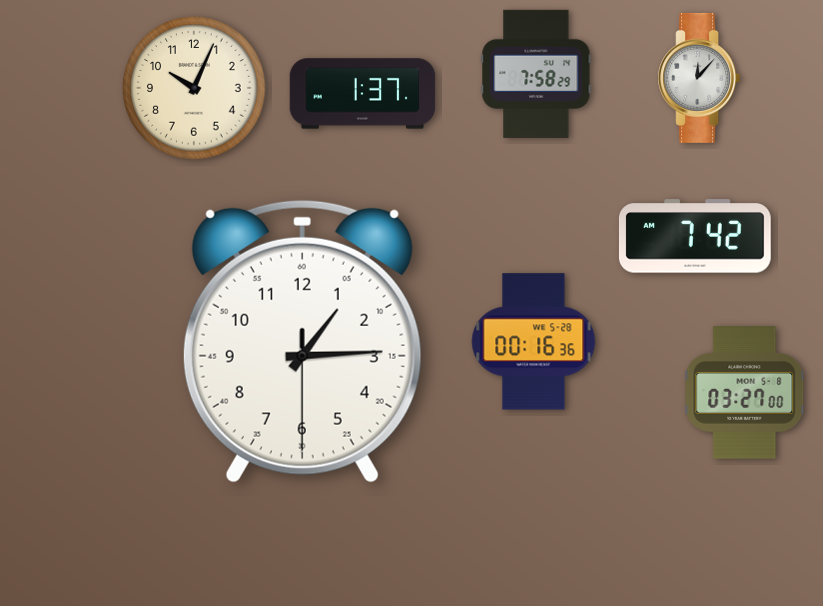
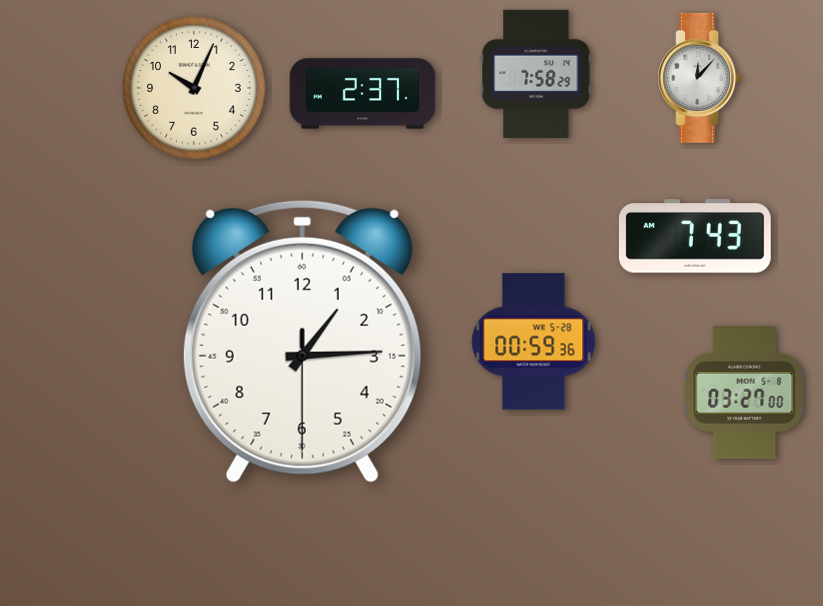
clock at (363, 94): 1:37 -> 2:37
clock at (695, 236): 7:42 -> 7:43
clock at (534, 342): 00:16 -> 00:59
